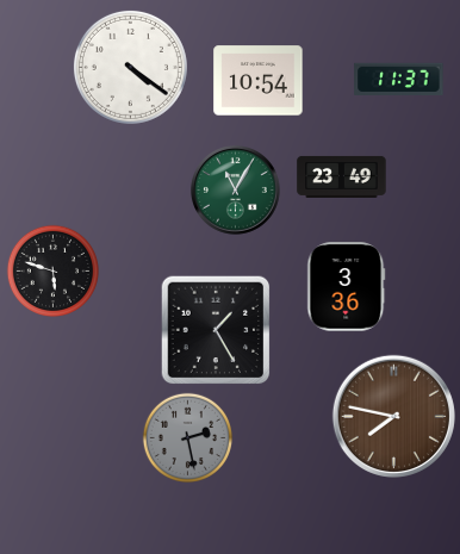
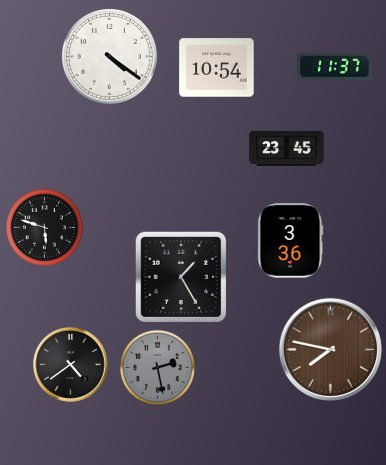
clock at (342, 176): 23:49 -> 23:45
clock at (236, 191): 11:05 -> none
clock at (71, 365): none -> 4:39
